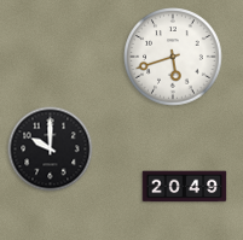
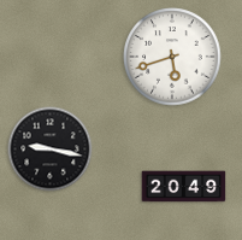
clock at (51, 150): 10:00 -> 9:17
